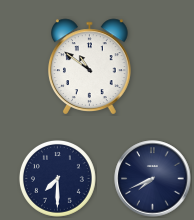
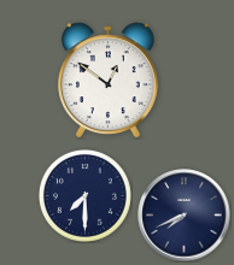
clock at (90, 67): 10:51 -> 12:51
clock at (57, 178) position: (57, 178) -> (84, 195)
